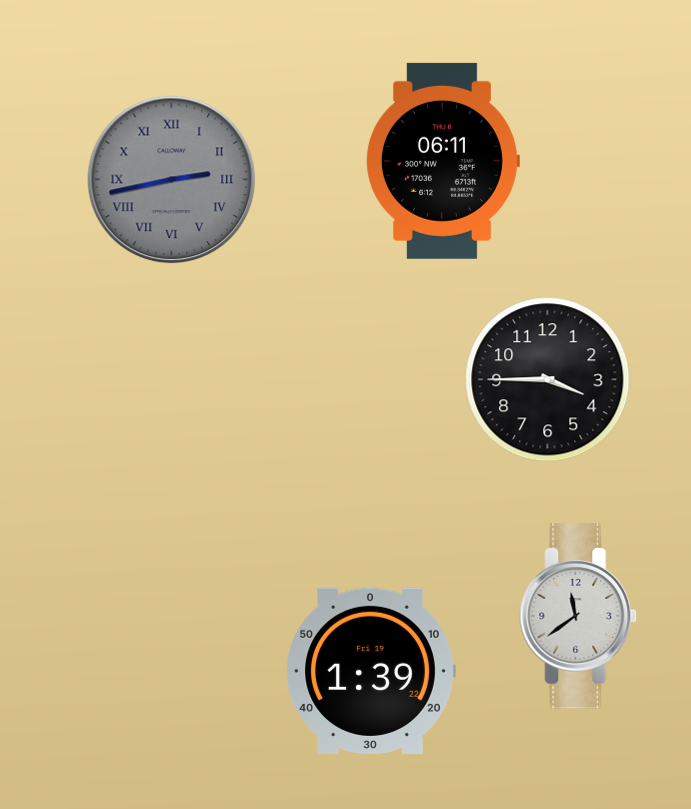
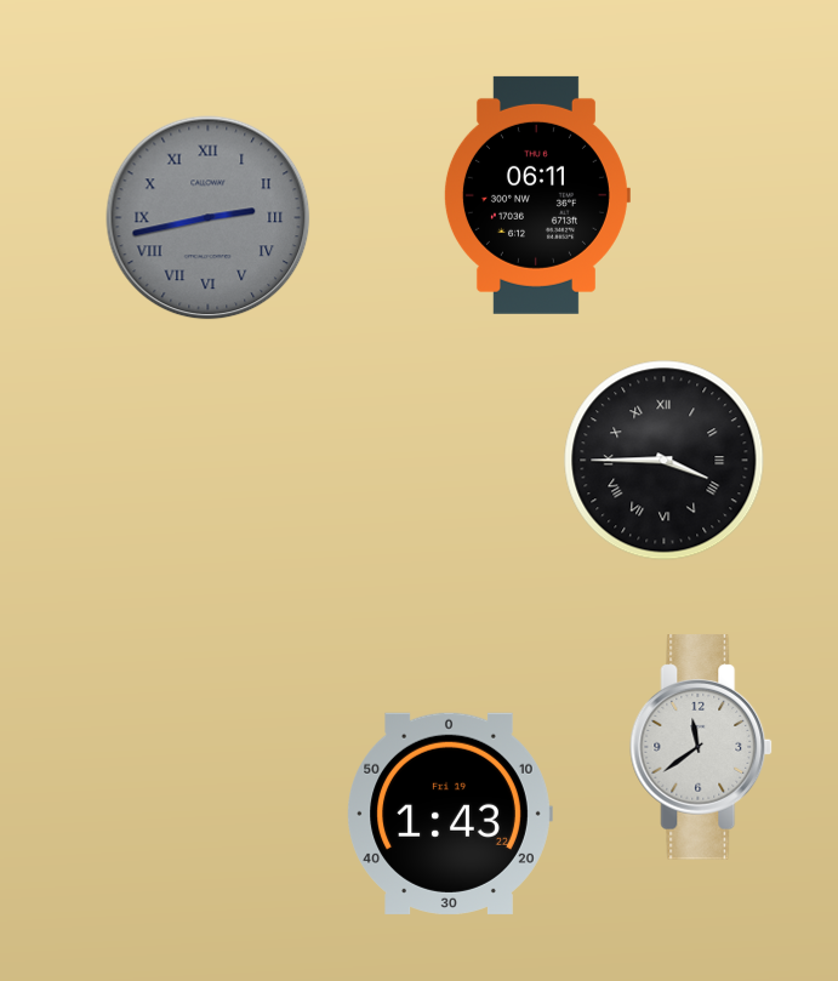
clock at (548, 380) numerals: Arabic -> Roman
clock at (371, 671): 1:39 -> 1:43
